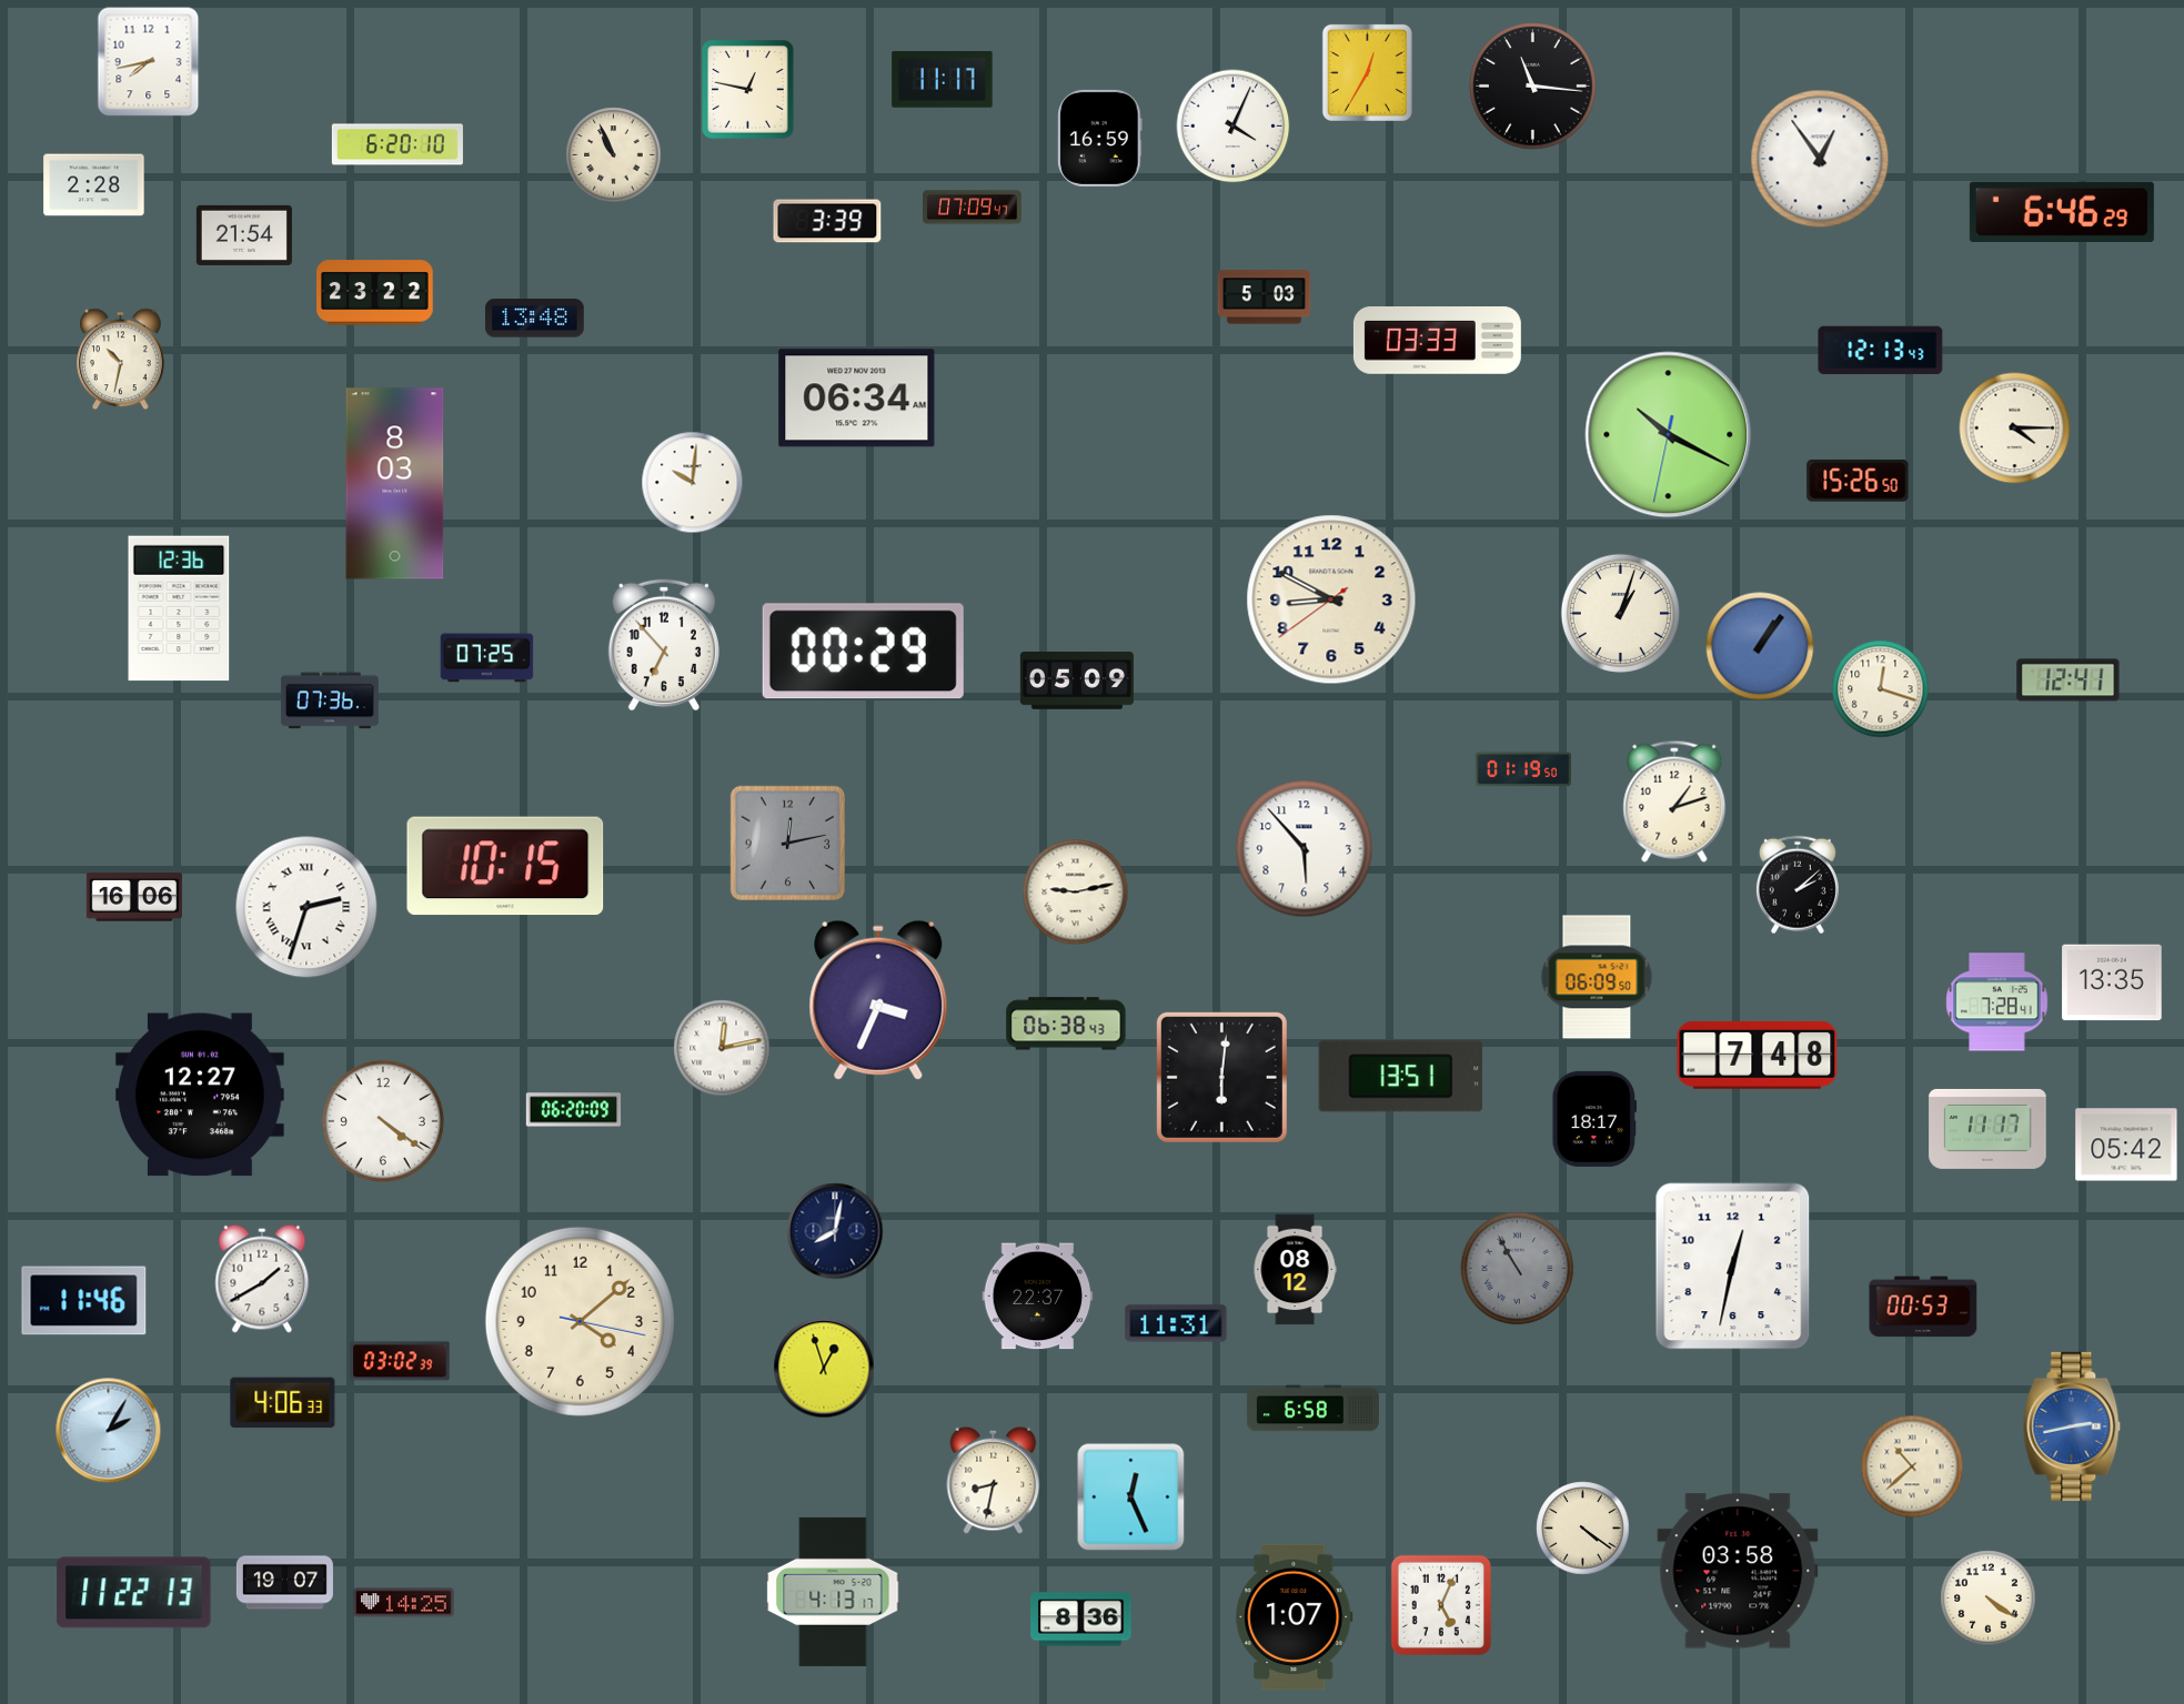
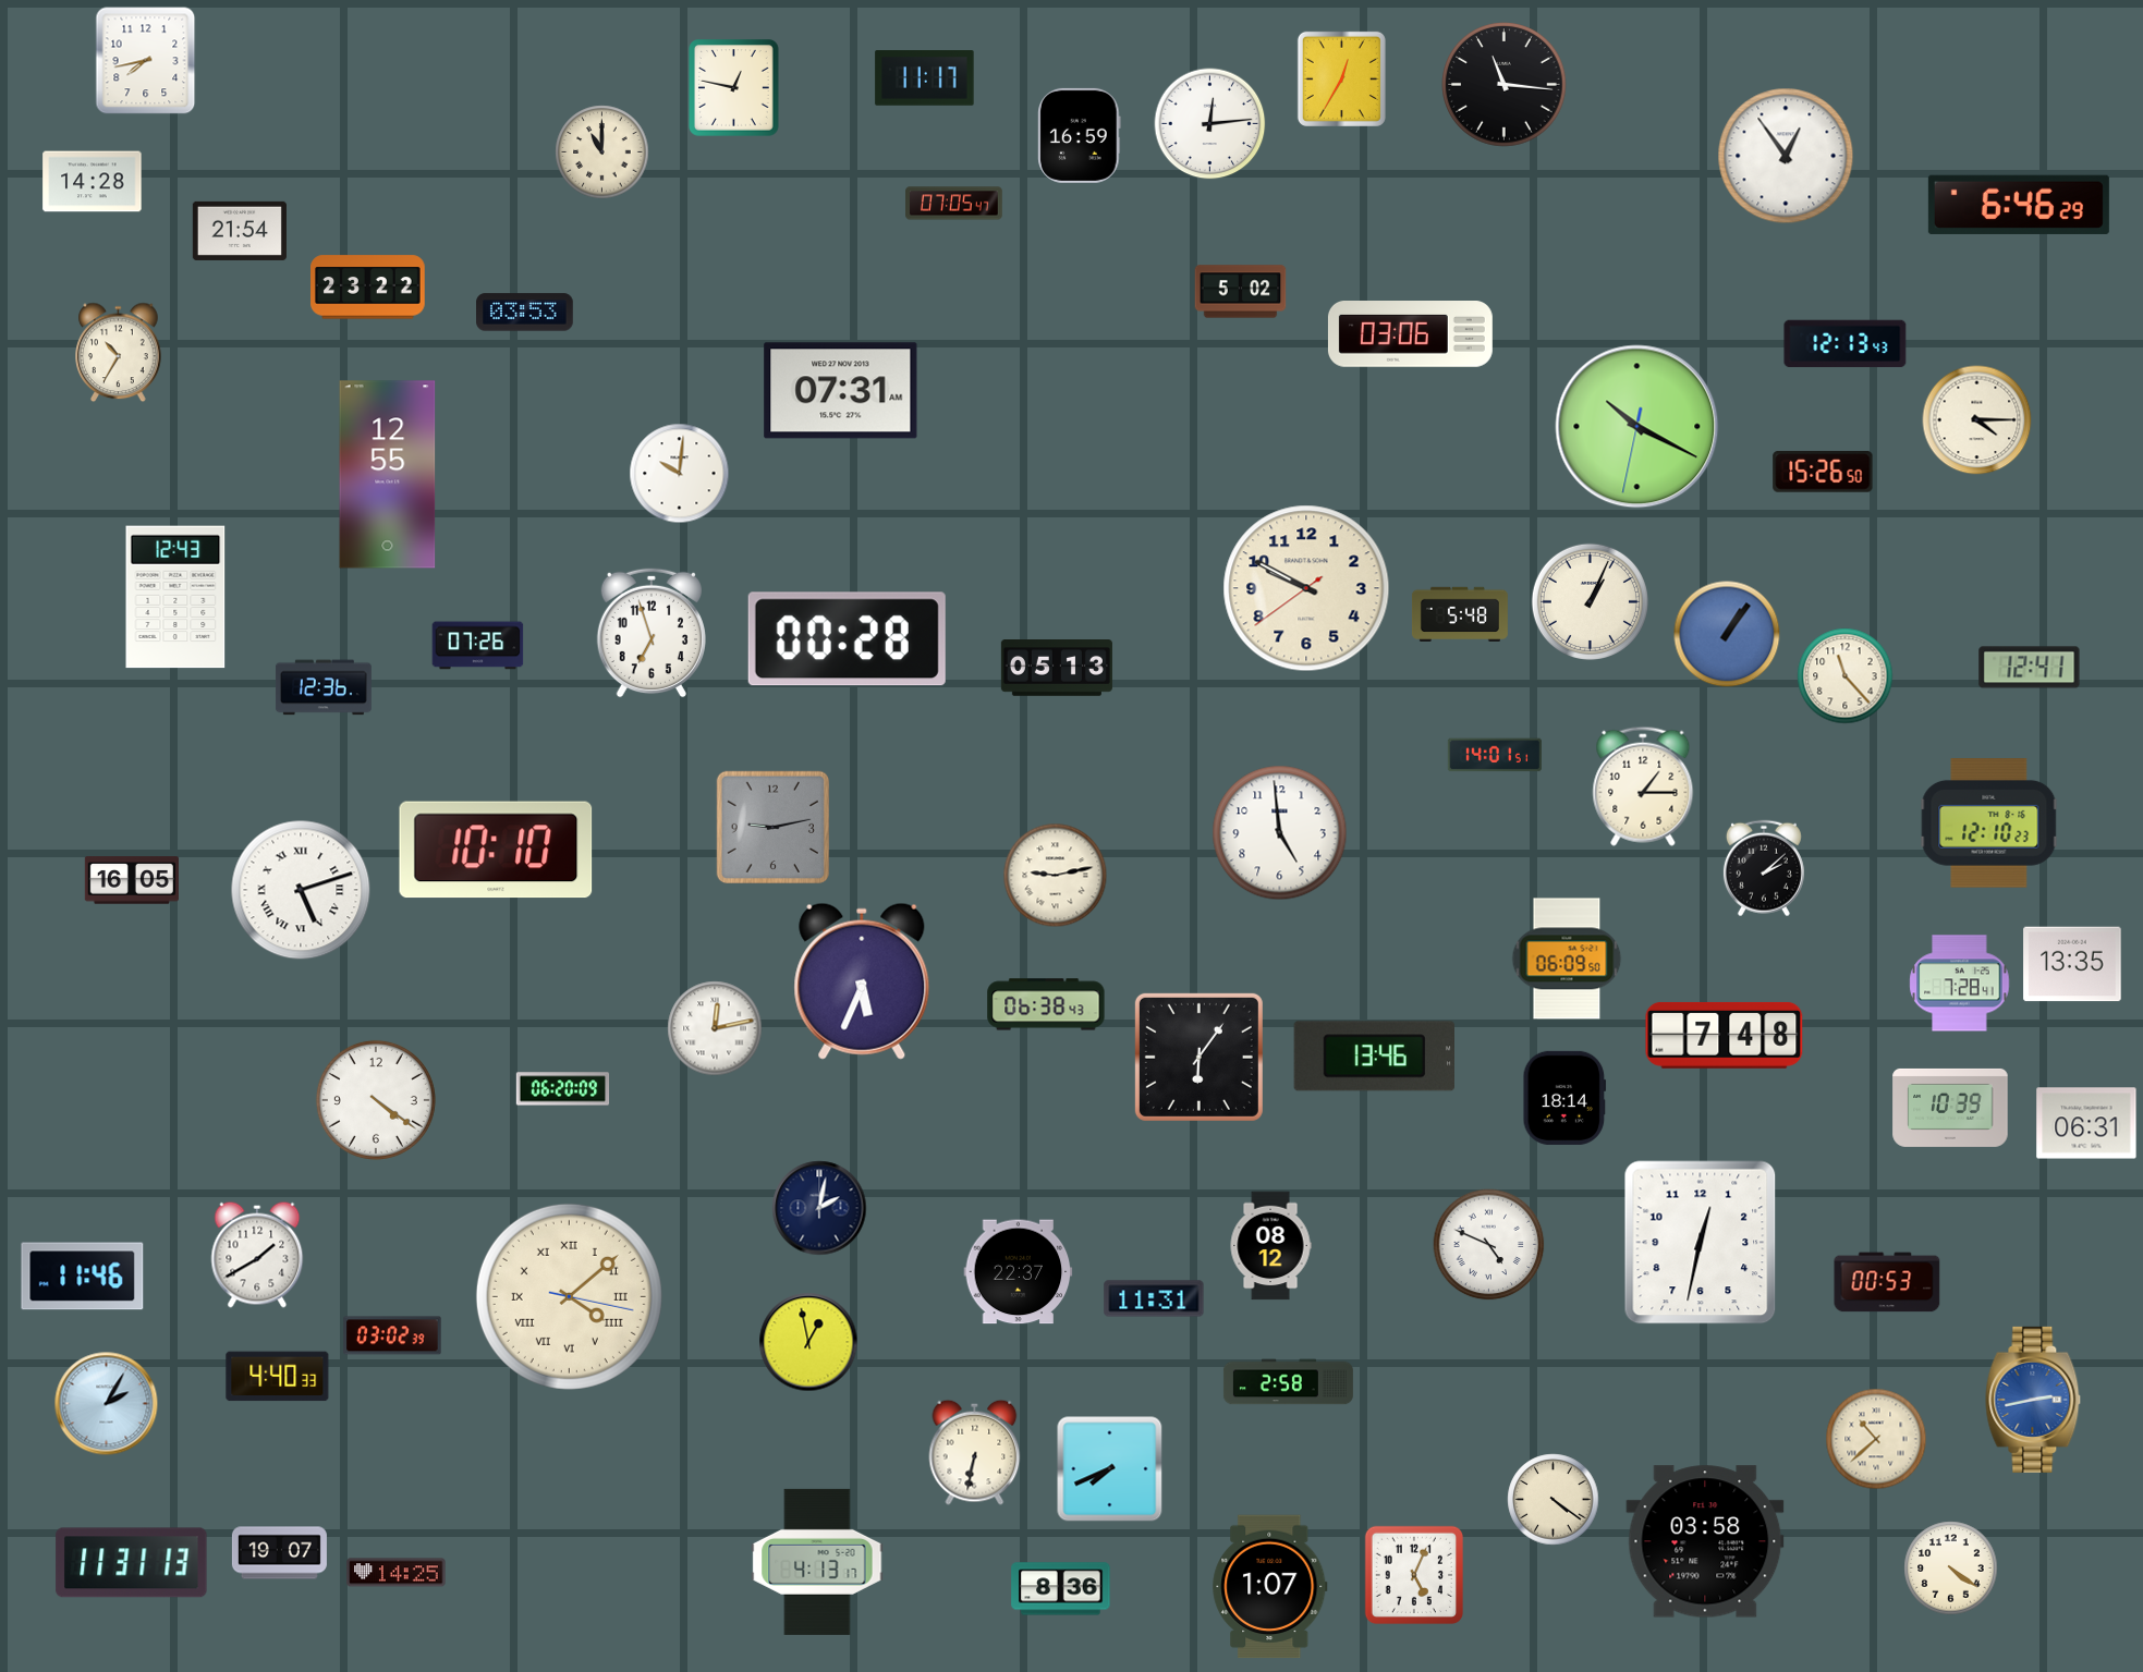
clock at (1367, 72) position: (1367, 72) -> (1341, 78)
clock at (1234, 127): 4:04 -> 12:14
clock at (397, 144): 6:20 -> none
clock at (614, 155): 10:56 -> 11:00
clock at (94, 185): 2:28 -> 14:28
clock at (973, 208): 07:09 -> 07:05
clock at (2062, 212) position: (2062, 212) -> (2019, 205)
clock at (827, 221): 3:39 -> none
clock at (1265, 298): 5:03 -> 5:02
clock at (535, 319): 13:48 -> 03:53
clock at (1437, 341): 03:33 -> 03:06
clock at (121, 360): 10:32 -> 10:35
clock at (857, 399): 06:34 -> 07:31
clock at (395, 484): 8:03 -> 12:55
clock at (1331, 599): 8:49 -> 9:49
clock at (179, 608): 12:36 -> 12:43
clock at (1620, 613): 1:03 -> 1:04
clock at (1460, 613): none -> 5:48
clock at (664, 645): 6:53 -> 6:57
clock at (863, 652): 00:29 -> 00:28
clock at (487, 658): 07:25 -> 07:26
clock at (1077, 682): 05:09 -> 05:13
clock at (1881, 689): 12:18 -> 11:23
clock at (330, 700): 07:36 -> 12:36
clock at (1523, 769): 01:19 -> 14:01
clock at (1674, 801): 1:12 -> 1:15
clock at (1989, 823): none -> 12:10
clock at (787, 843): 12:13 -> 9:13
clock at (1305, 849): 5:53 -> 4:59
clock at (505, 866): 10:15 -> 10:10
clock at (134, 897): 16:06 -> 16:05
clock at (306, 907): 2:33 -> 5:12
clock at (878, 1000): 3:34 -> 5:34
clock at (722, 1048) position: (722, 1048) -> (715, 1028)
clock at (1221, 1077): 6:01 -> 6:06
clock at (1400, 1077): 13:51 -> 13:46
clock at (200, 1095): 12:27 -> none
clock at (1594, 1119): 18:17 -> 18:14
clock at (1987, 1129): 11:17 -> 10:39
clock at (2126, 1145): 05:42 -> 06:31
clock at (835, 1231): 8:02 -> 2:02
clock at (1518, 1269): 10:55 -> 4:49
clock at (1518, 1269) dial: grey -> white
clock at (580, 1321) numerals: Arabic -> Roman
clock at (824, 1368): 12:57 -> 12:58
clock at (283, 1403): 4:06 -> 4:40
clock at (1312, 1409): 6:58 -> 2:58
clock at (994, 1480): 8:32 -> 6:32
clock at (1131, 1498): 12:26 -> 7:41
clock at (134, 1593): 11:22 -> 11:31
